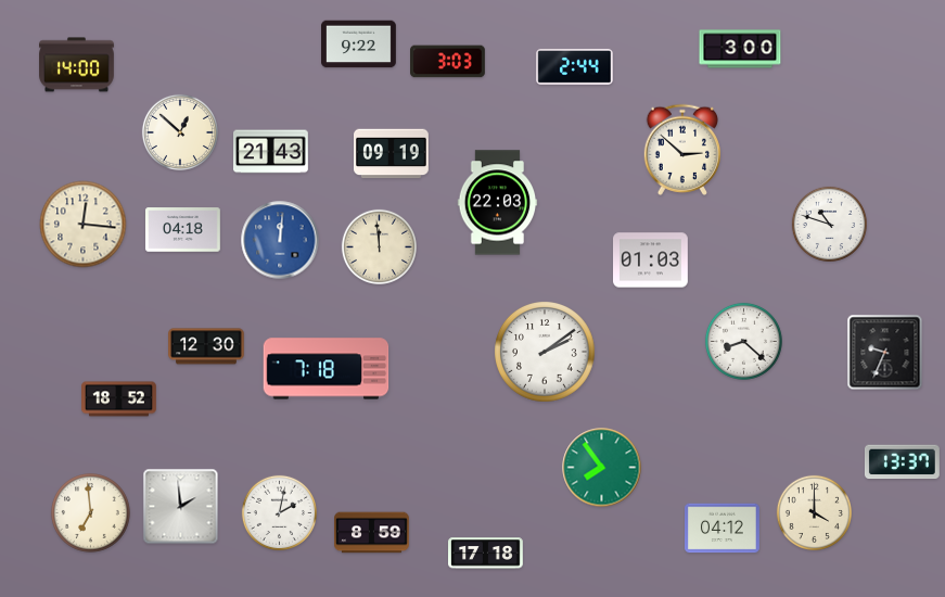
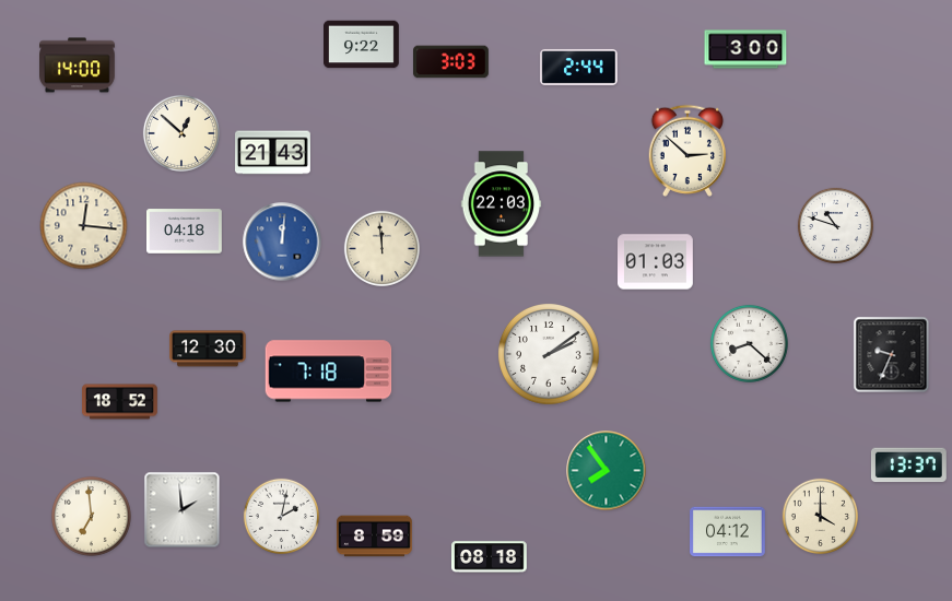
clock at (392, 154): 09:19 -> none
clock at (486, 554): 17:18 -> 08:18
